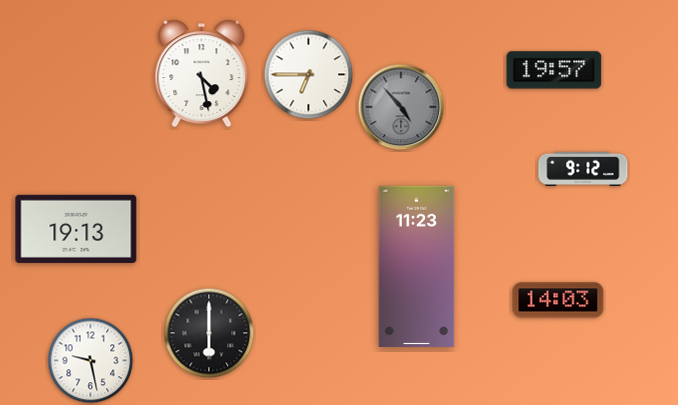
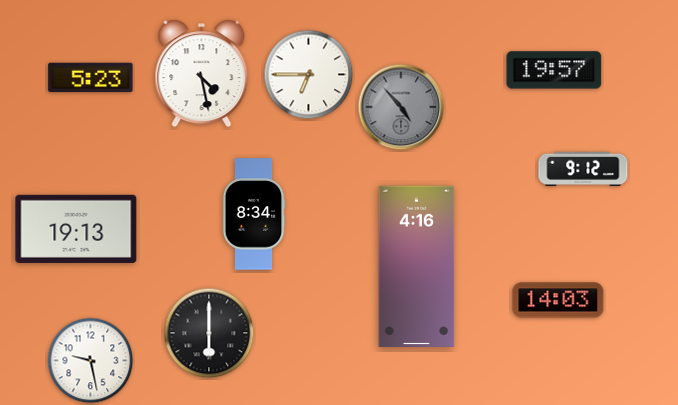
clock at (91, 78): none -> 5:23
clock at (254, 214): none -> 8:34
clock at (417, 266): 11:23 -> 4:16
